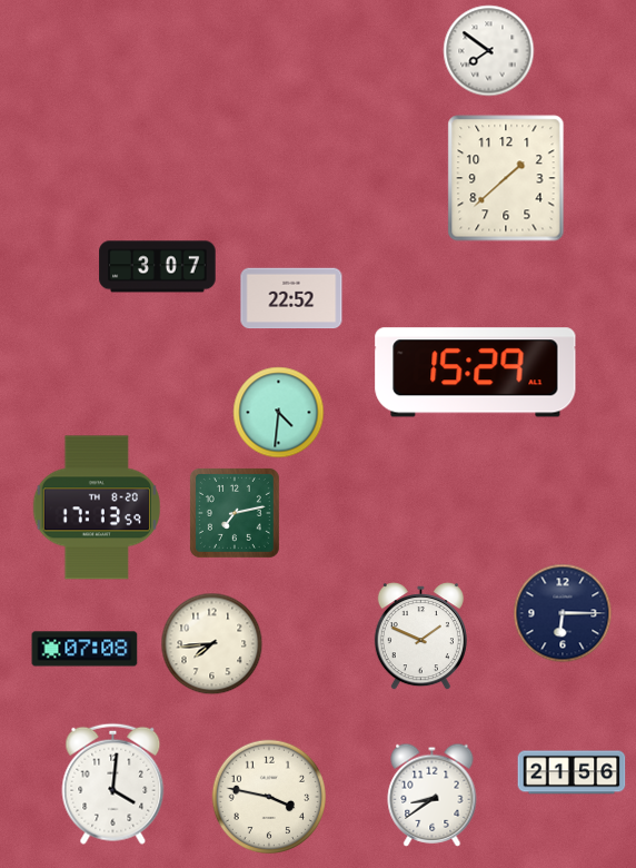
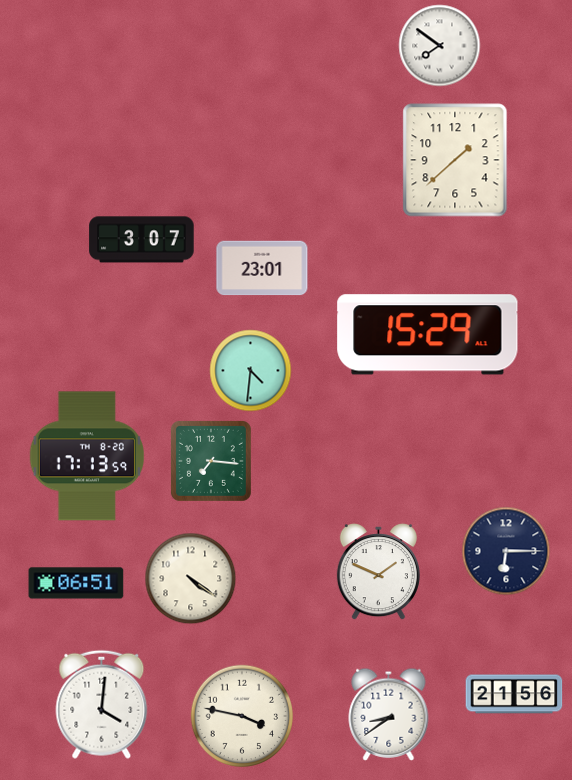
clock at (291, 298): 22:52 -> 23:01
clock at (235, 513): 7:13 -> 7:16
clock at (212, 644): 7:44 -> 4:21
clock at (85, 649): 07:08 -> 06:51
